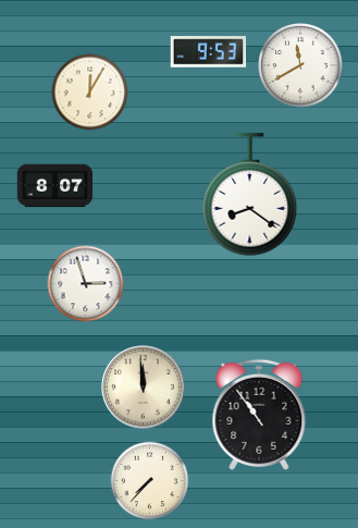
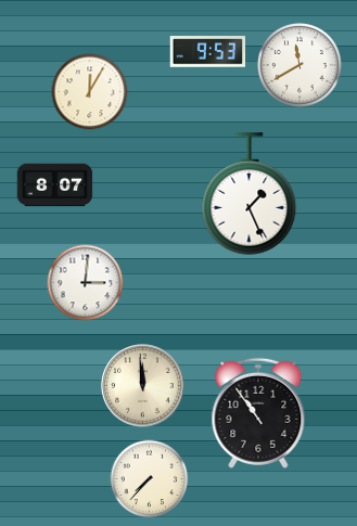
clock at (250, 195): 8:21 -> 1:26
clock at (86, 284): 2:57 -> 3:01
